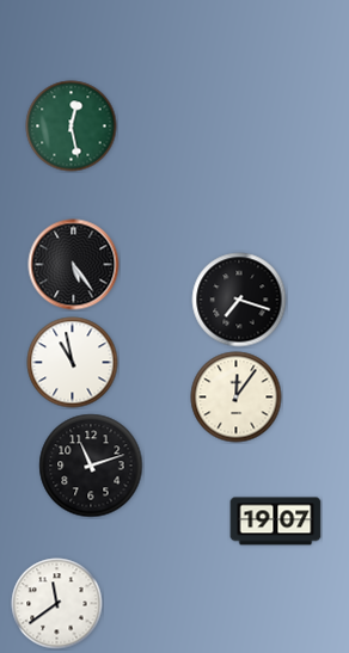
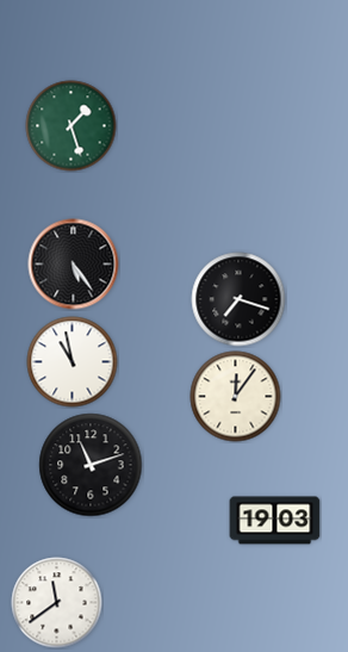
clock at (72, 127): 12:28 -> 1:27
clock at (276, 522): 19:07 -> 19:03
